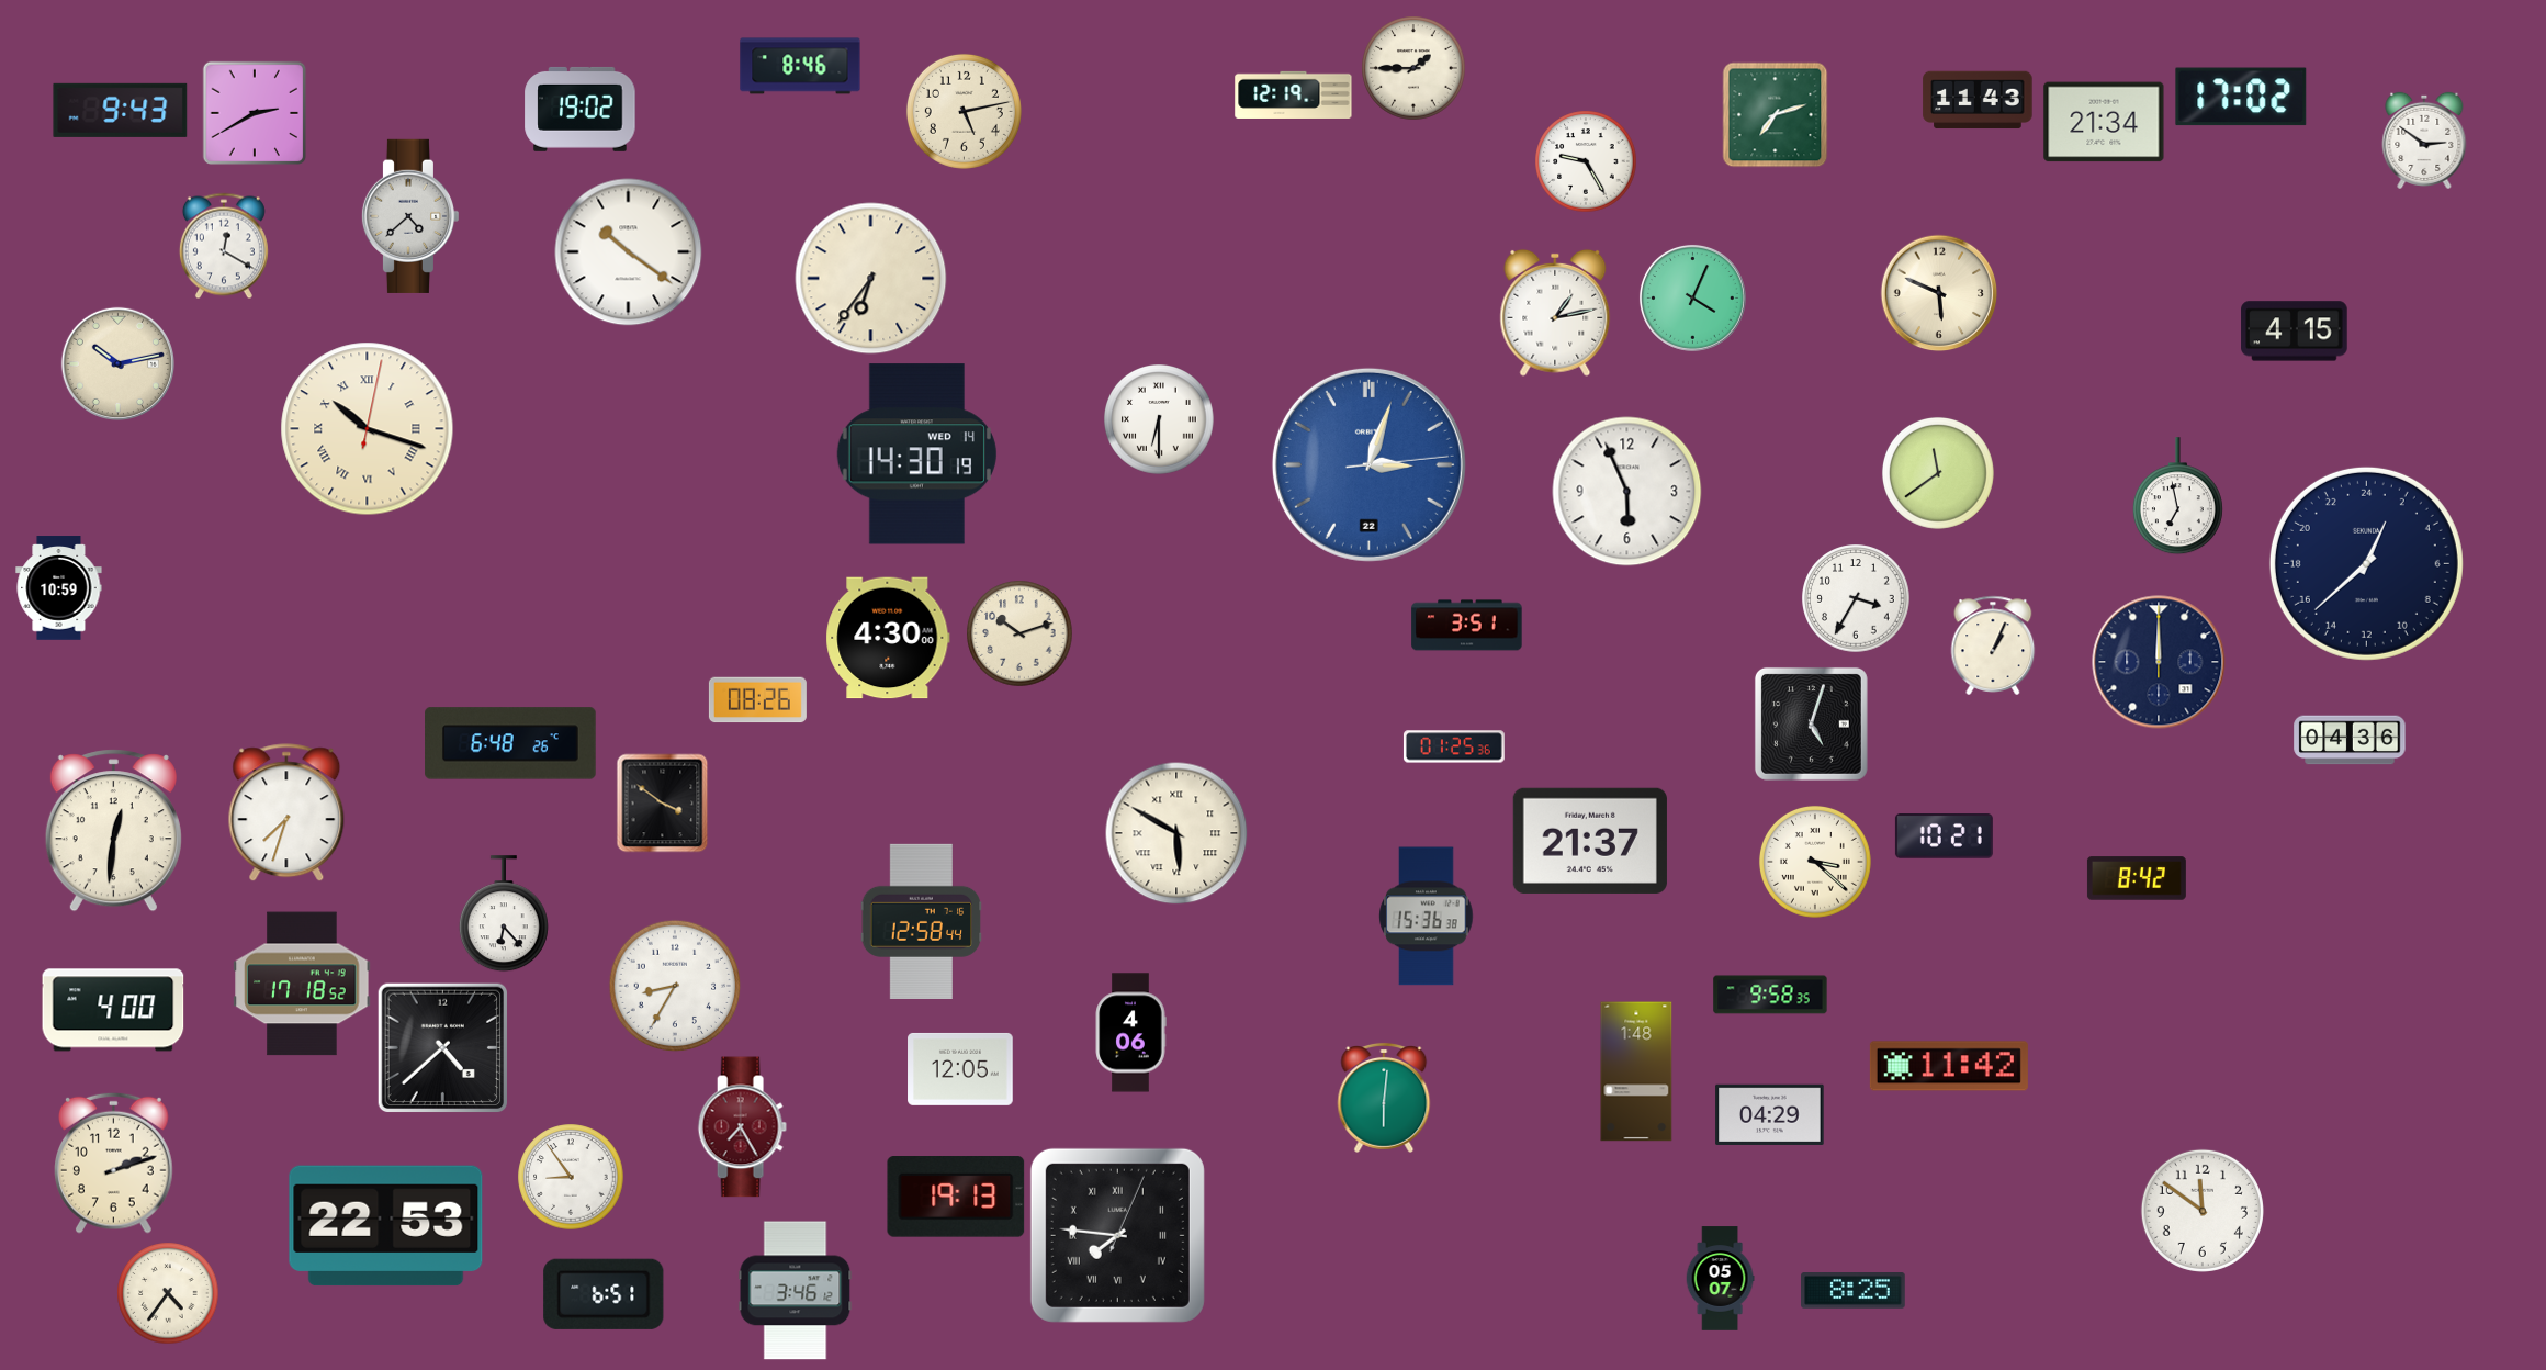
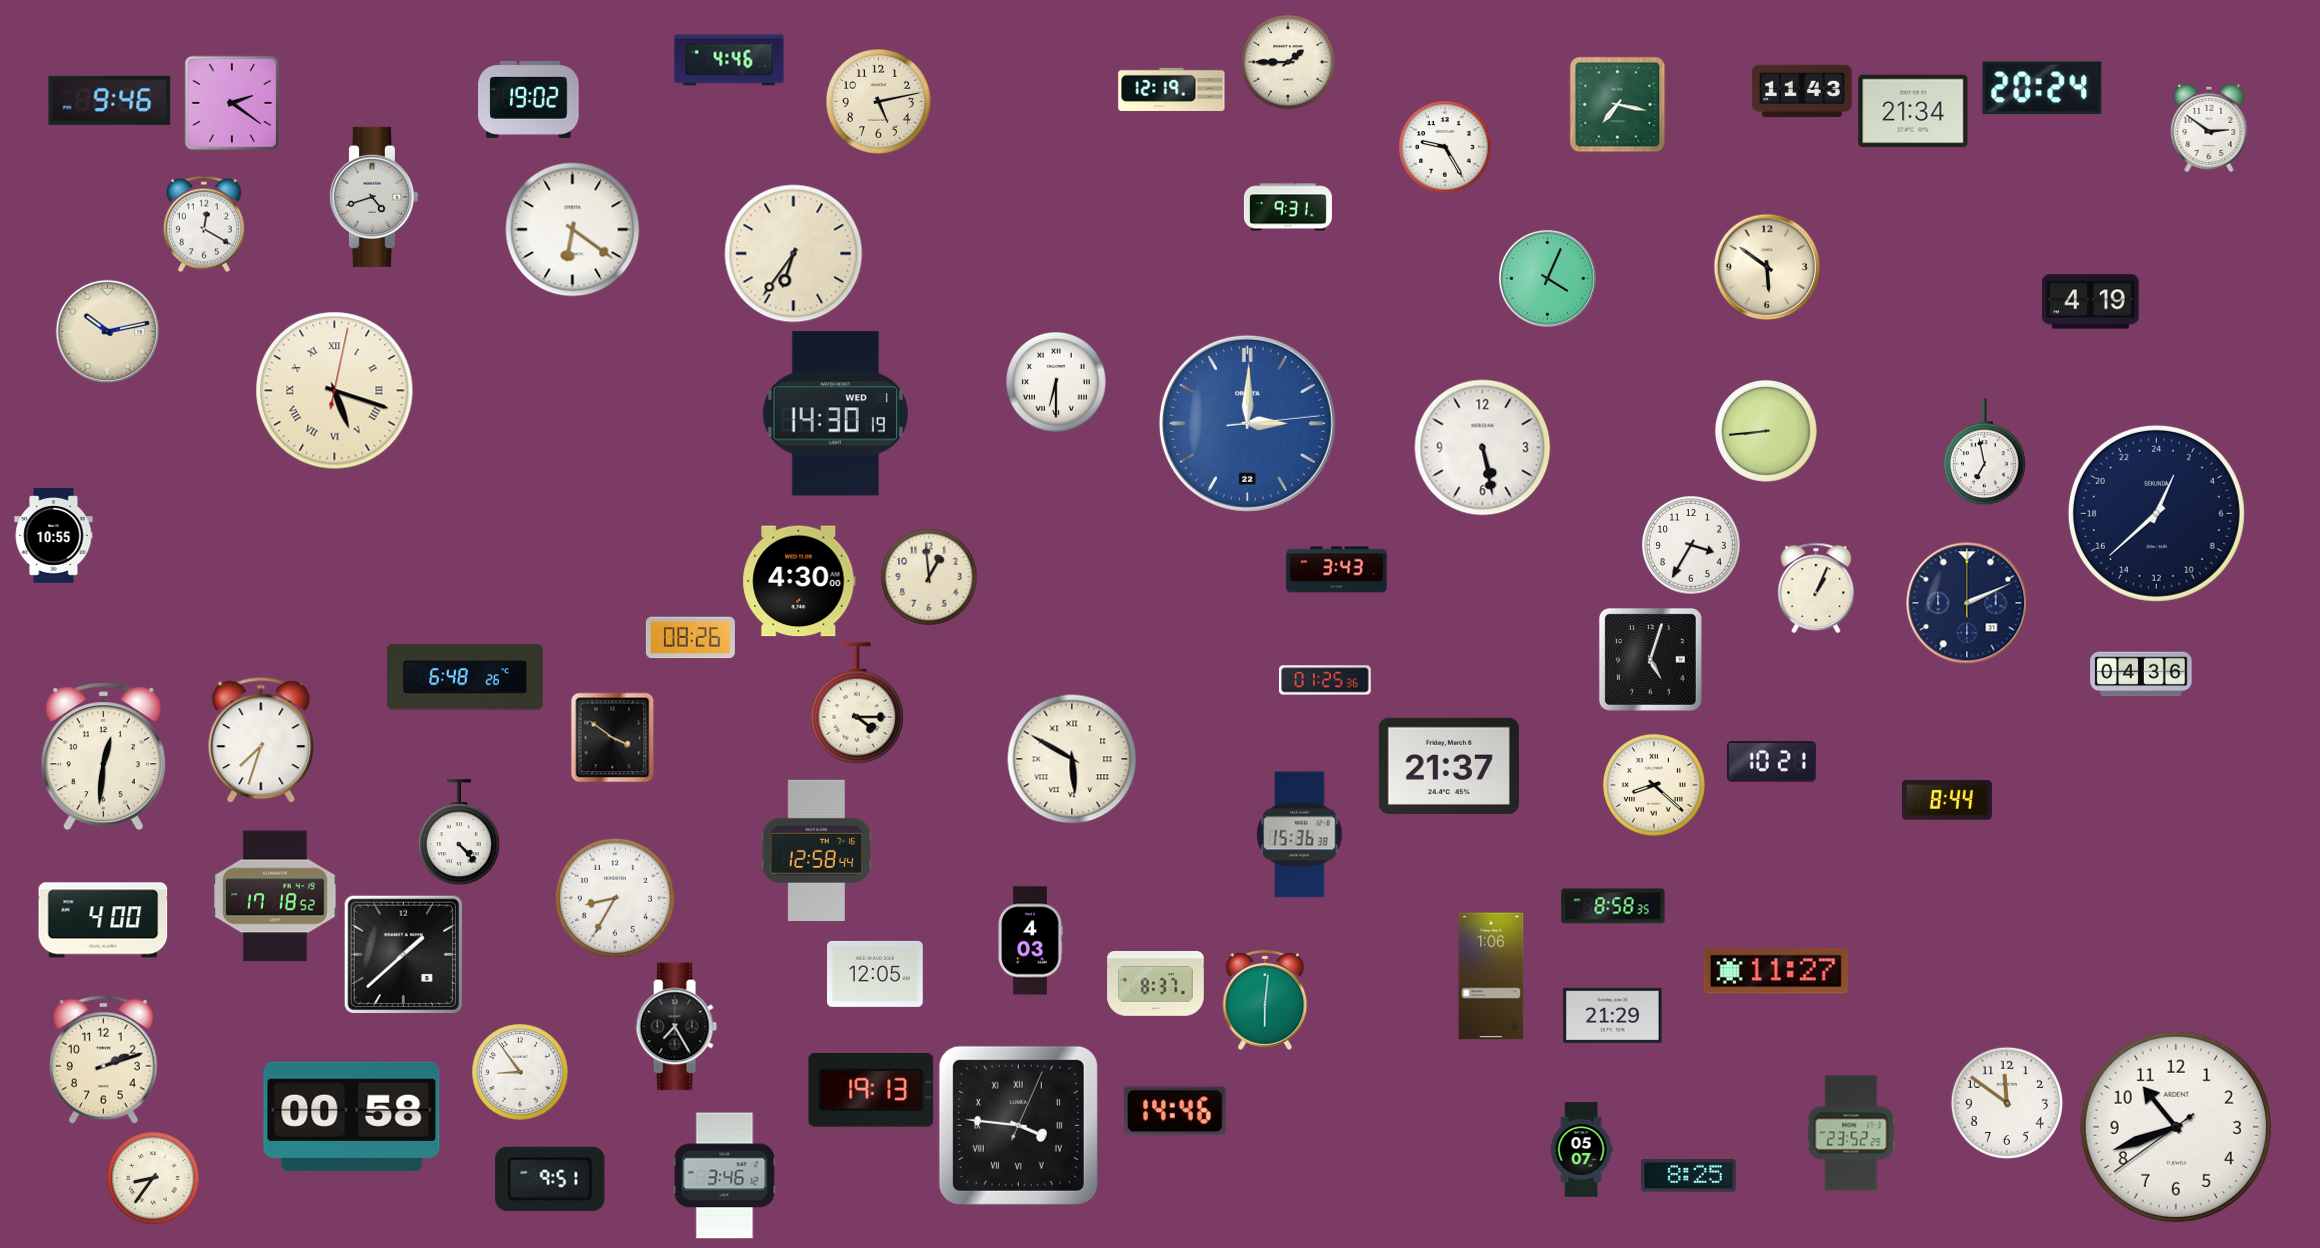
clock at (800, 66): 8:46 -> 4:46
clock at (1294, 94) position: (1294, 94) -> (1172, 89)
clock at (2241, 97): 17:02 -> 20:24
clock at (121, 110): 9:43 -> 9:46
clock at (254, 112): 2:40 -> 2:21
clock at (1775, 114): 7:12 -> 7:17
clock at (2104, 122) position: (2104, 122) -> (1913, 111)
clock at (409, 216): 4:38 -> 4:42
clock at (1288, 207): none -> 9:31
clock at (629, 252): 10:21 -> 6:21
clock at (1939, 293): 5:49 -> 5:51
clock at (1692, 297) position: (1692, 297) -> (1547, 278)
clock at (1555, 313): 1:13 -> none
clock at (2295, 332): 4:15 -> 4:19
clock at (368, 429): 10:18 -> 5:18
clock at (916, 454) date: WED 14 -> WED 1
clock at (1368, 464): 3:03 -> 3:00
clock at (1938, 473): 11:39 -> 8:44
clock at (1627, 492): 5:56 -> 5:28
clock at (59, 588): 10:59 -> 10:55
clock at (1467, 626): 3:51 -> 3:43
clock at (1019, 633): 10:12 -> 12:59
clock at (888, 638) position: (888, 638) -> (799, 581)
clock at (2159, 662): 12:00 -> 2:11
clock at (856, 703): none -> 4:15
clock at (663, 802) position: (663, 802) -> (613, 737)
clock at (1815, 862): 3:22 -> 8:22
clock at (2137, 878): 8:42 -> 8:44
clock at (504, 913): 6:23 -> 4:23
clock at (922, 921) position: (922, 921) -> (817, 850)
clock at (1770, 995): 9:58 -> 8:58
clock at (1130, 1033): 4:06 -> 4:03
clock at (442, 1047): 4:38 -> 1:38
clock at (1949, 1066): 11:42 -> 11:27
clock at (1636, 1071): 1:48 -> 1:06
clock at (1156, 984): none -> 8:37
clock at (1384, 1098) position: (1384, 1098) -> (1265, 1000)
clock at (1770, 1114): 04:29 -> 21:29
clock at (742, 1127) dial: burgundy -> black
clock at (1175, 1111): none -> 14:46
clock at (386, 1226): 22:53 -> 00:58
clock at (1117, 1235): 7:46 -> 3:46
clock at (2176, 1127): none -> 10:41
clock at (1851, 1133): none -> 23:52
clock at (1720, 1279) position: (1720, 1279) -> (1581, 1150)
clock at (168, 1293): 4:36 -> 8:36
clock at (604, 1294): 6:51 -> 9:51
